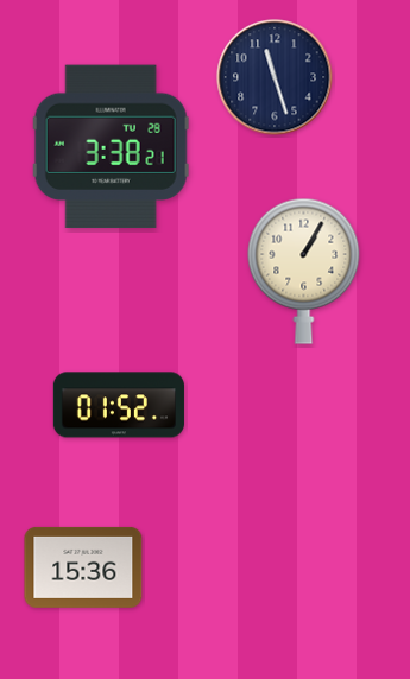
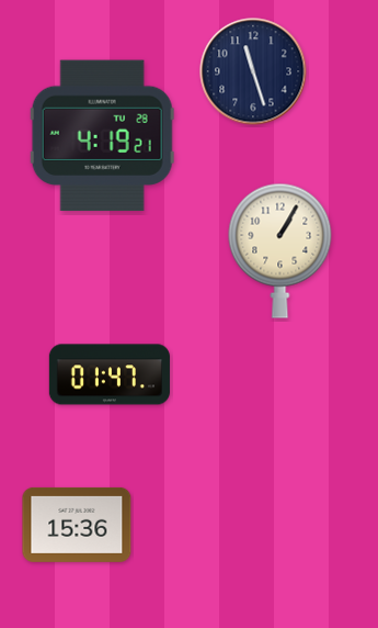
clock at (111, 147): 3:38 -> 4:19
clock at (119, 405): 01:52 -> 01:47
